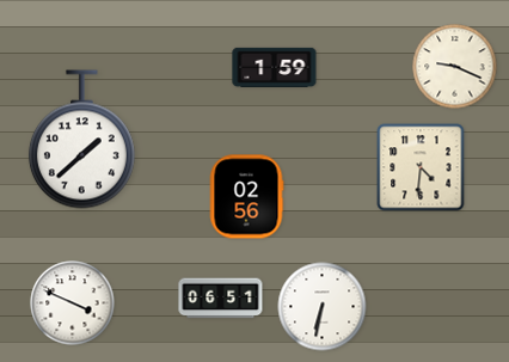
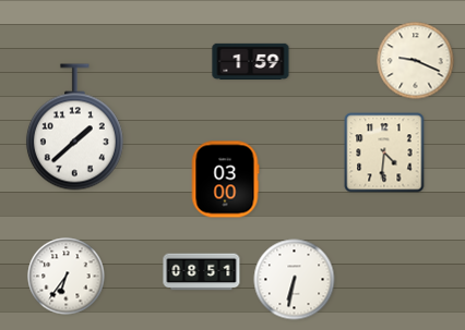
clock at (246, 197): 02:56 -> 03:00
clock at (221, 299): 06:51 -> 08:51
clock at (73, 303): 3:49 -> 6:36
